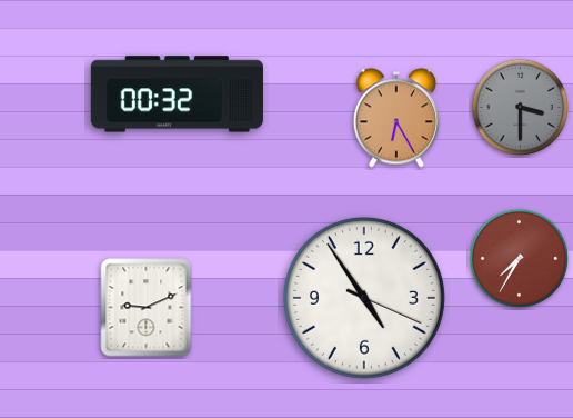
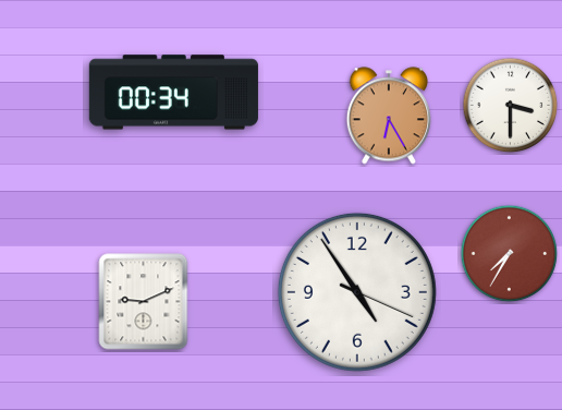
clock at (177, 94): 00:32 -> 00:34
clock at (521, 108) dial: grey -> white
